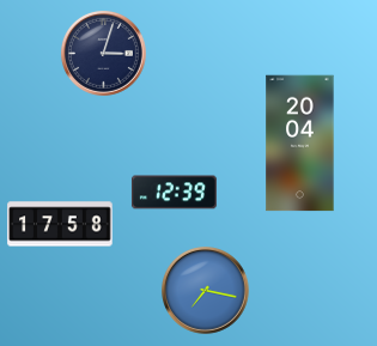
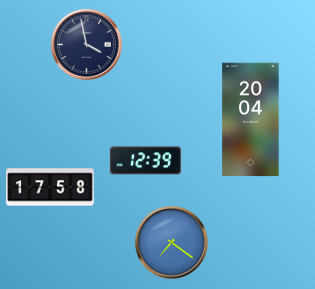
clock at (103, 53): 3:03 -> 3:58
clock at (206, 291): 7:17 -> 7:21
